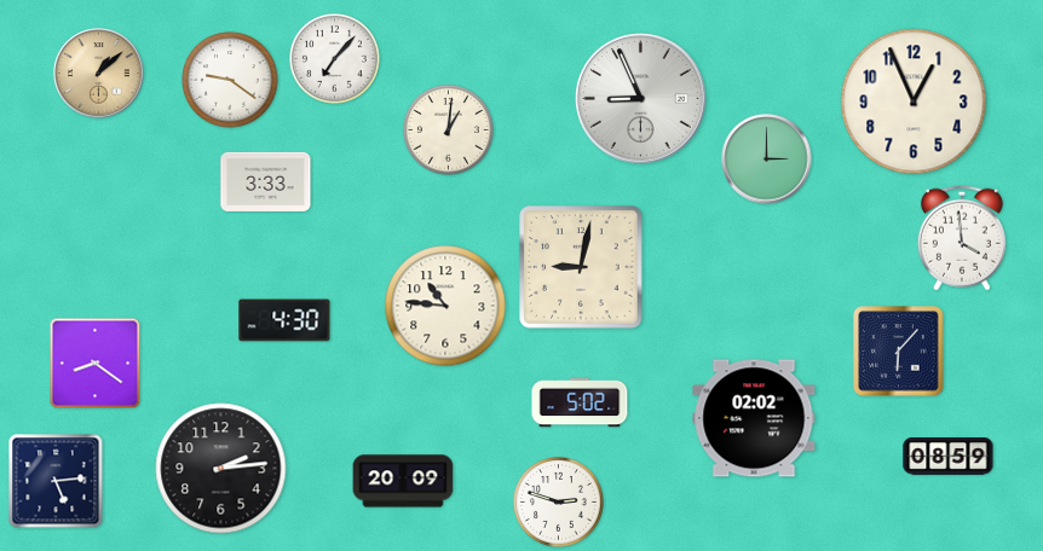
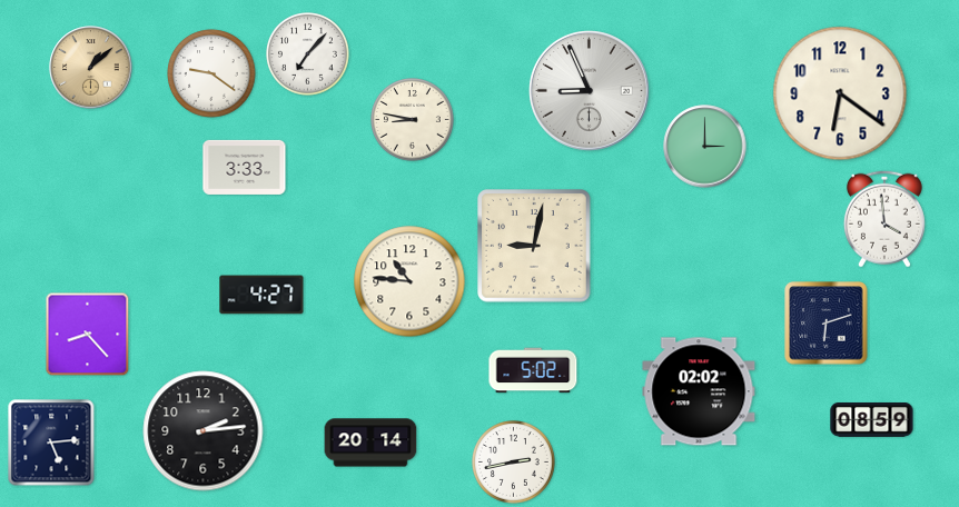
clock at (914, 101): 12:56 -> 6:21
clock at (449, 130): 1:01 -> 8:47
clock at (284, 320): 4:30 -> 4:27
clock at (899, 352): 6:07 -> 6:12
clock at (96, 364): 8:21 -> 8:23
clock at (754, 418) position: (754, 418) -> (699, 391)
clock at (403, 481): 20:09 -> 20:14
clock at (559, 503): 2:48 -> 2:43
